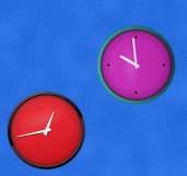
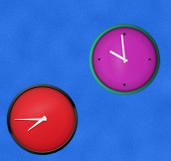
clock at (47, 131): 12:43 -> 7:45
